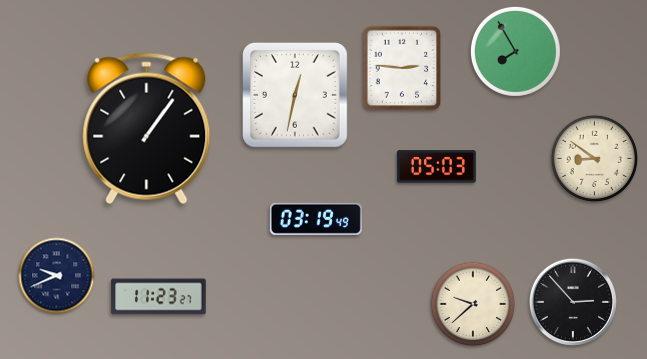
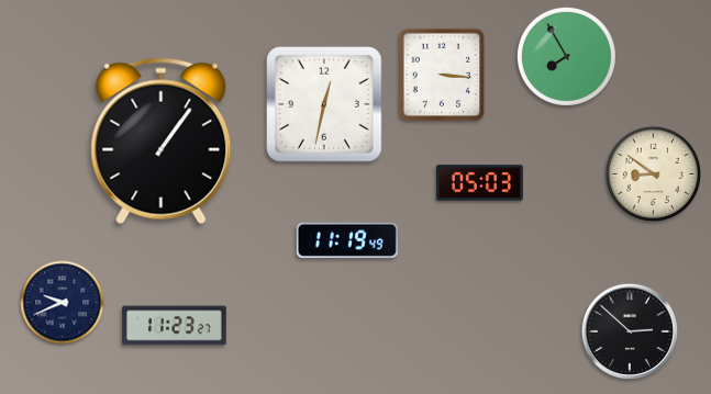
clock at (402, 68): 2:46 -> 3:16
clock at (316, 219): 03:19 -> 11:19
clock at (573, 302): 2:53 -> 2:52
clock at (473, 304): 9:38 -> none
